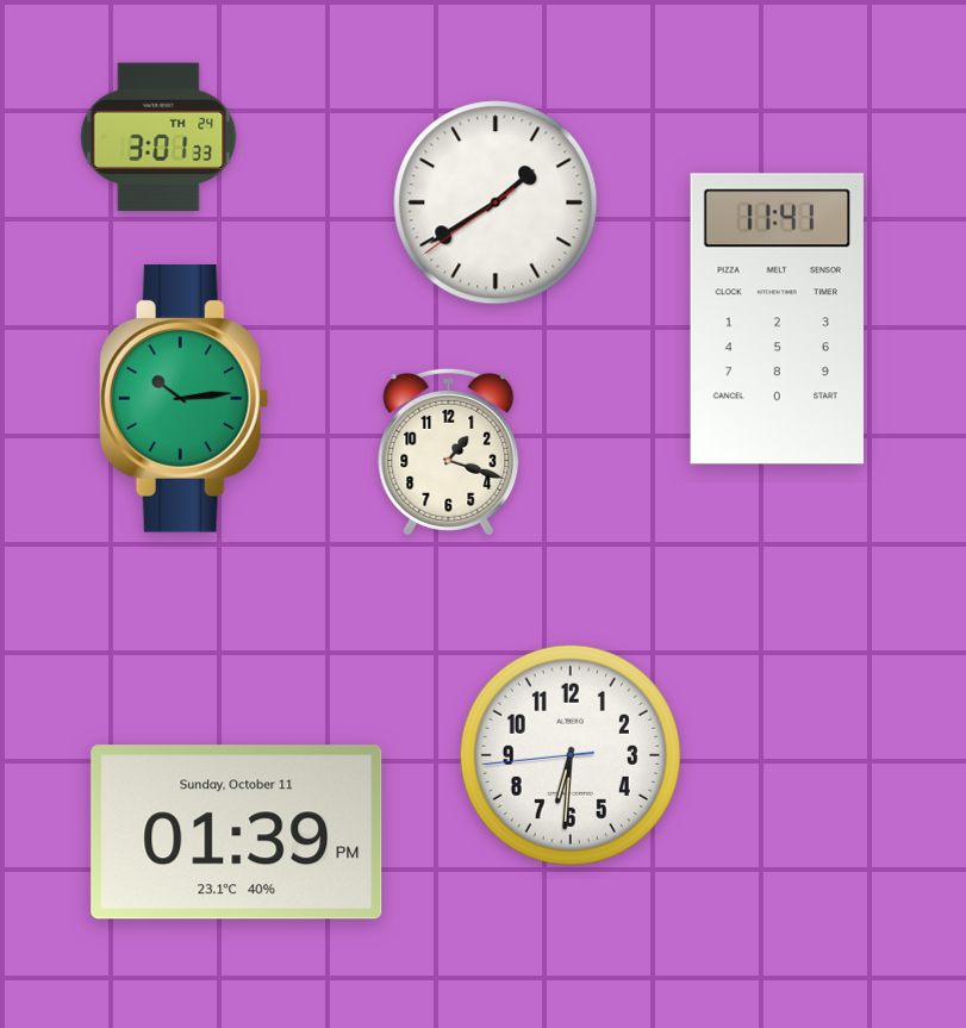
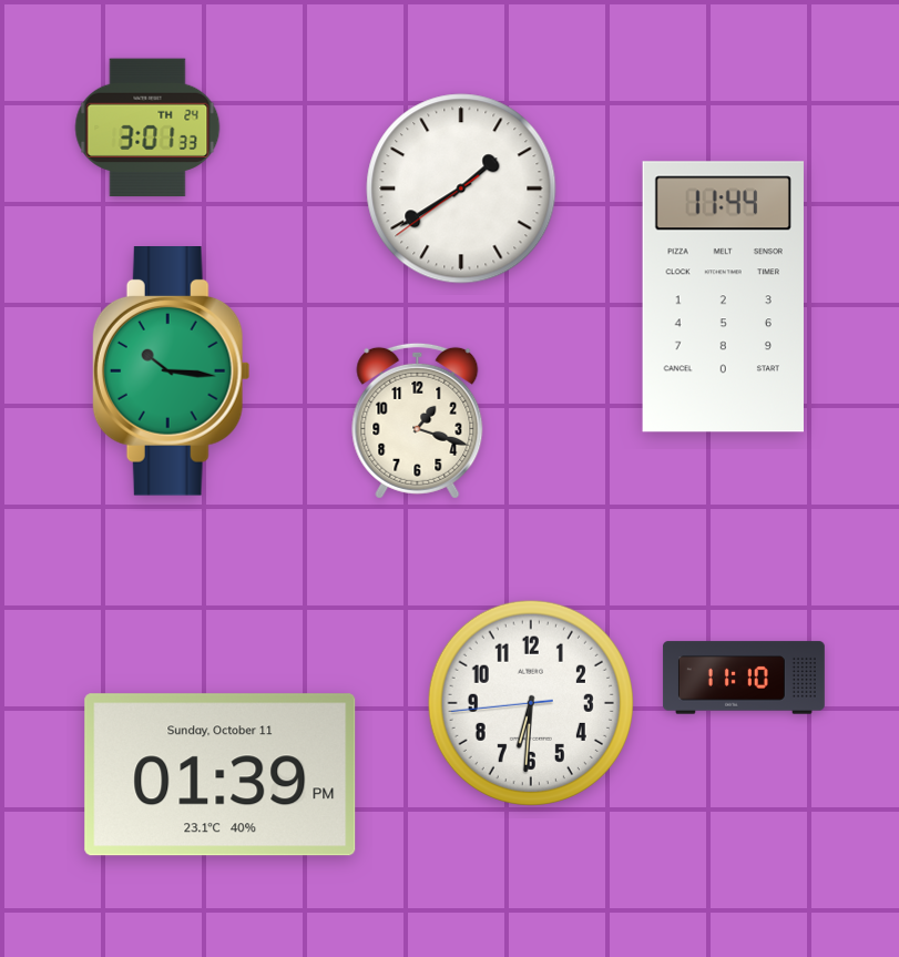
clock at (777, 319): 11:41 -> 11:44
clock at (183, 399): 10:14 -> 10:16
clock at (744, 678): none -> 11:10
